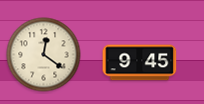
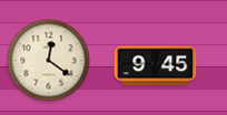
clock at (140, 63) position: (140, 63) -> (156, 66)
